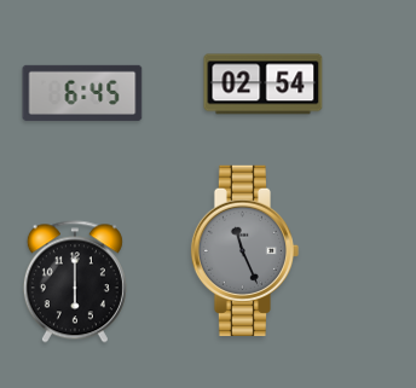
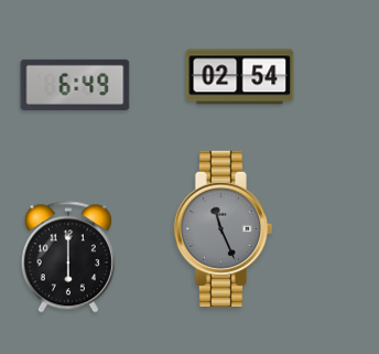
clock at (82, 93): 6:45 -> 6:49
